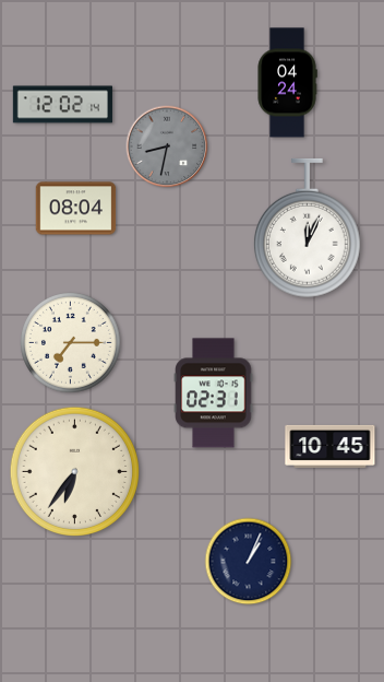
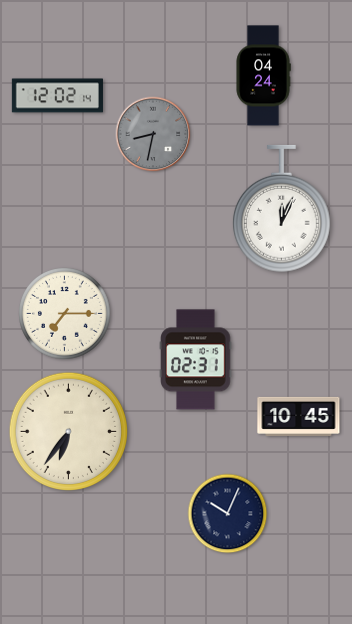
clock at (76, 209): 08:04 -> none
clock at (331, 446) position: (331, 446) -> (299, 416)
clock at (249, 562): 1:04 -> 10:04
